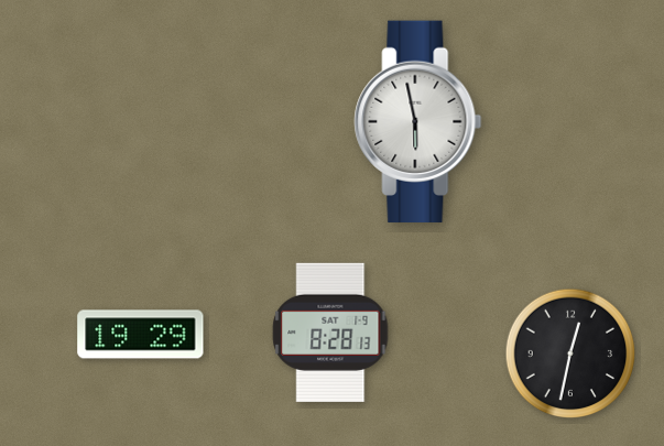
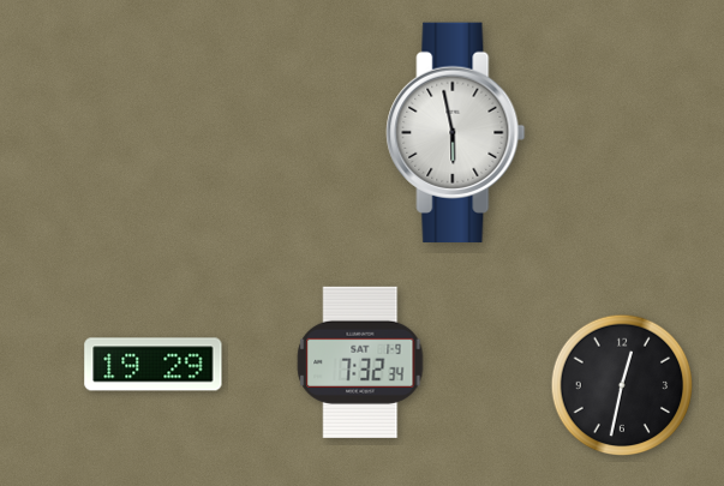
clock at (330, 333): 8:28 -> 7:32
